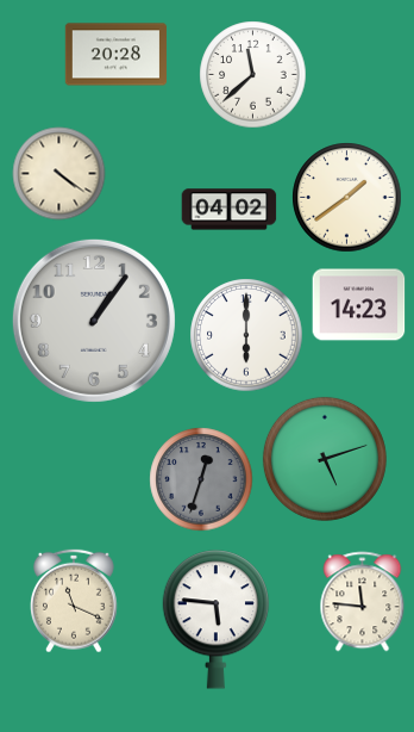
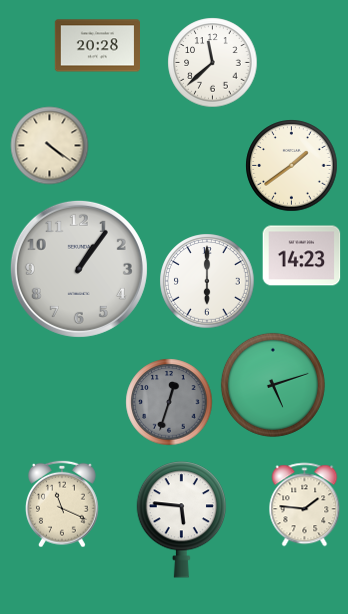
clock at (228, 210): 04:02 -> none
clock at (363, 601): 11:46 -> 1:46
